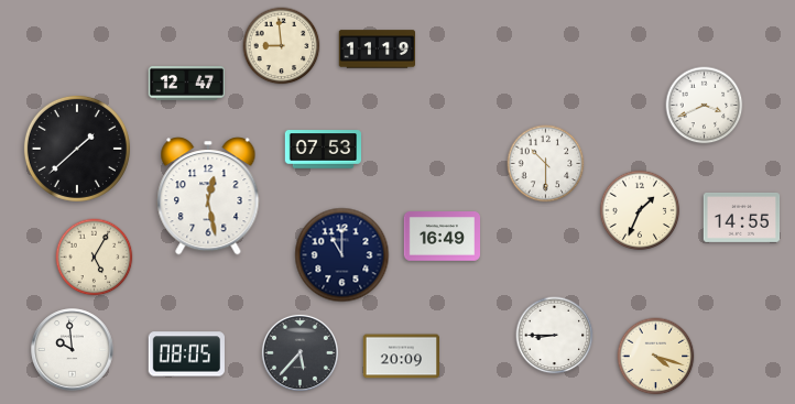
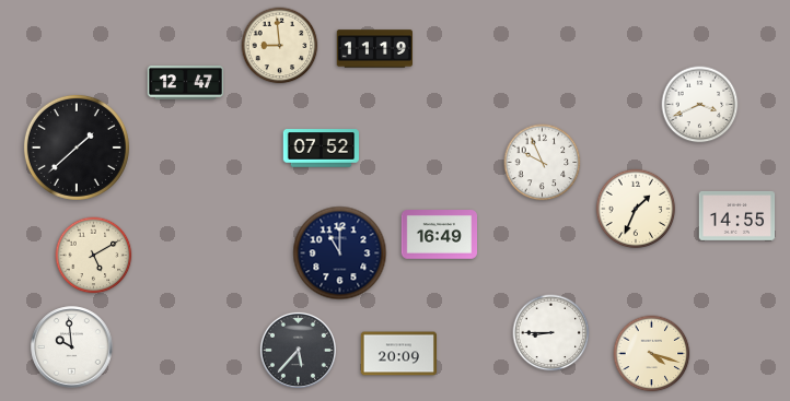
clock at (323, 150): 07:53 -> 07:52
clock at (546, 164): 10:30 -> 9:56
clock at (208, 196): 12:28 -> none
clock at (95, 258): 5:05 -> 5:10
clock at (186, 354): 08:05 -> none
